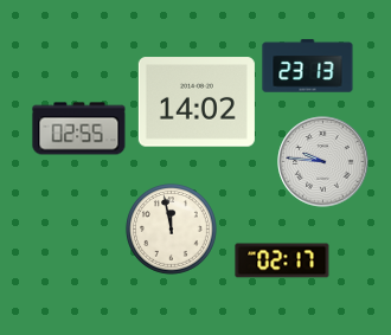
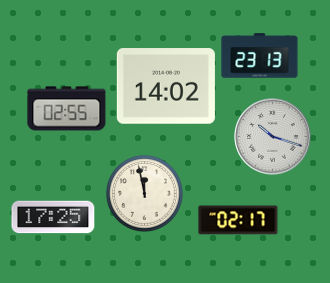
clock at (323, 162): 9:46 -> 10:18
clock at (53, 217): none -> 17:25
